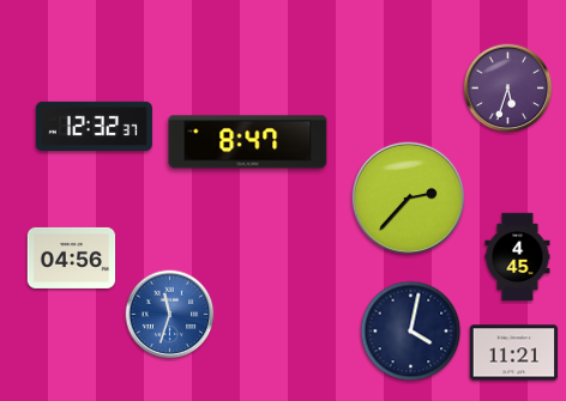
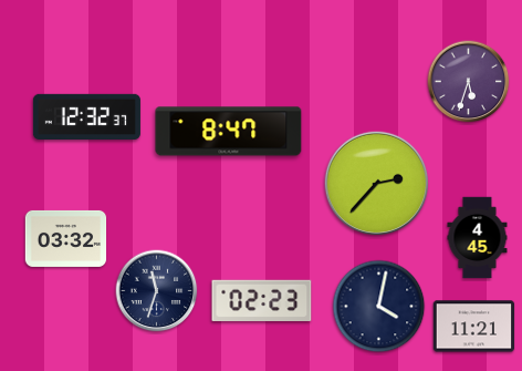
clock at (72, 257): 04:56 -> 03:32
clock at (170, 315) dial: blue -> navy
clock at (262, 300): none -> 02:23
